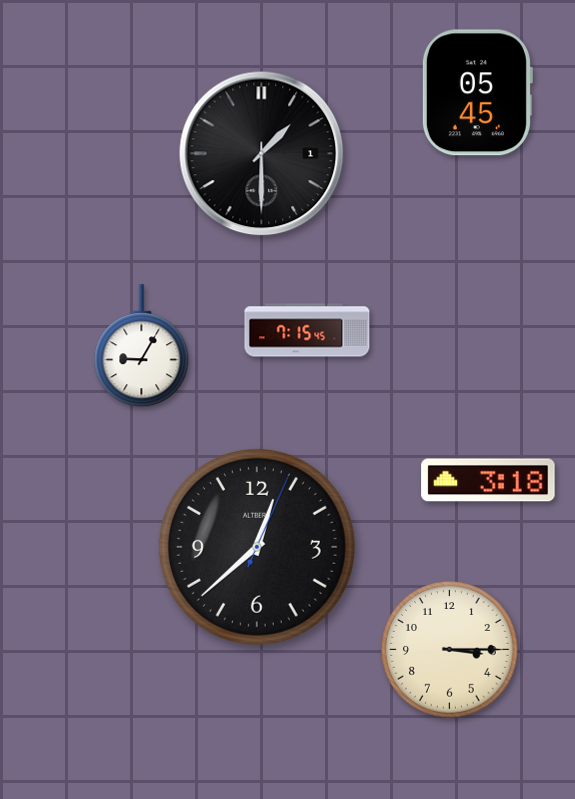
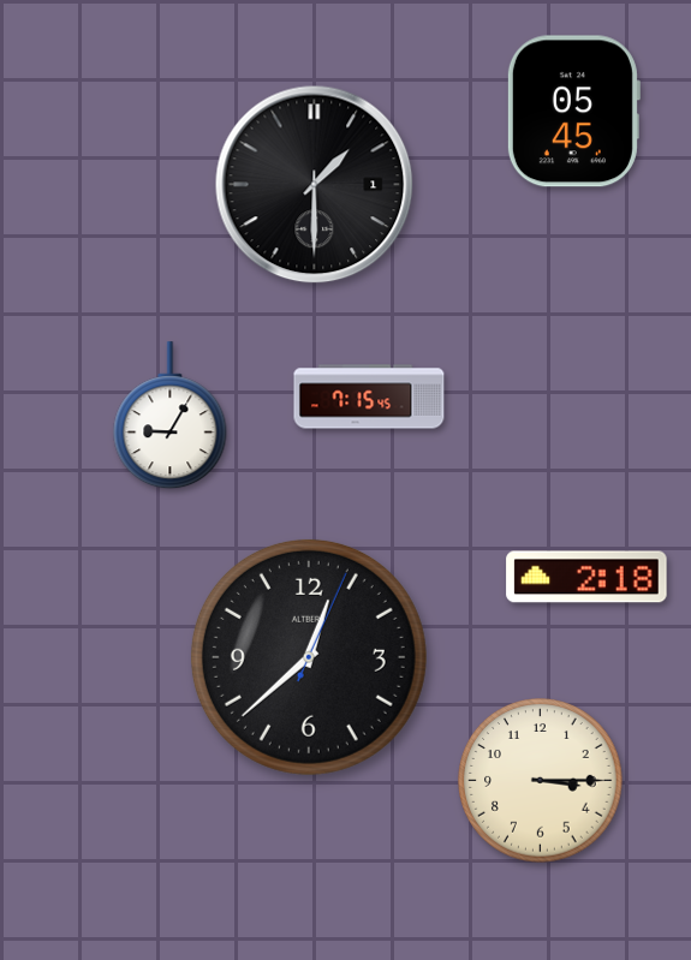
clock at (488, 480): 3:18 -> 2:18
